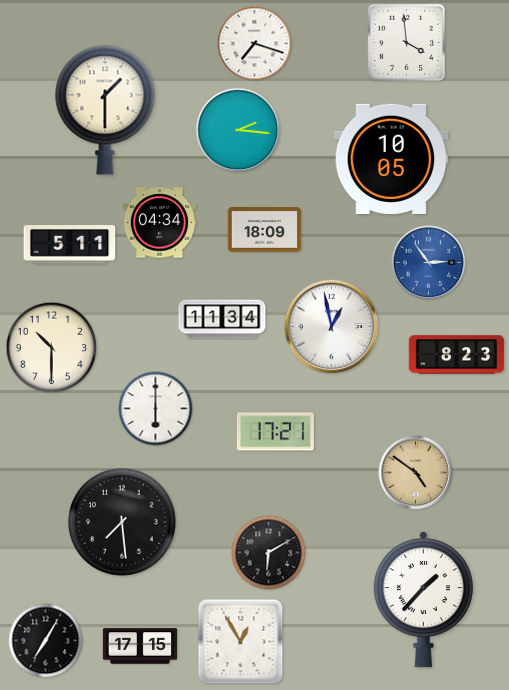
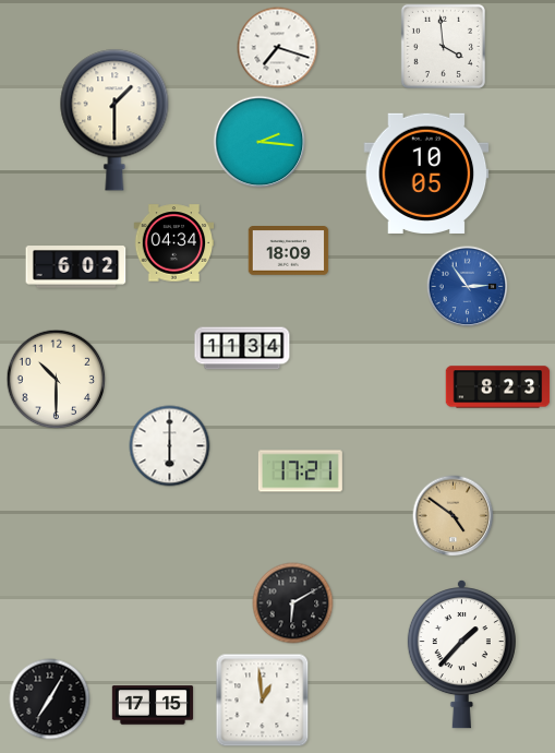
clock at (70, 245): 5:11 -> 6:02
clock at (332, 327): 12:58 -> none
clock at (122, 522): 7:29 -> none
clock at (241, 642): 12:55 -> 12:59
